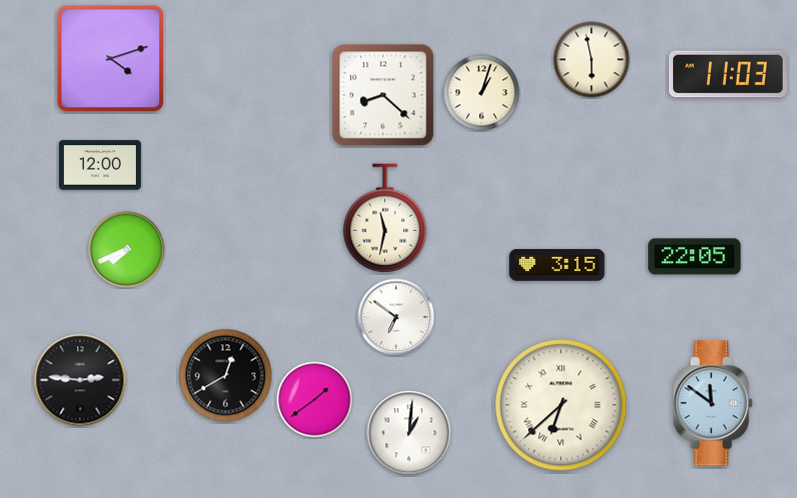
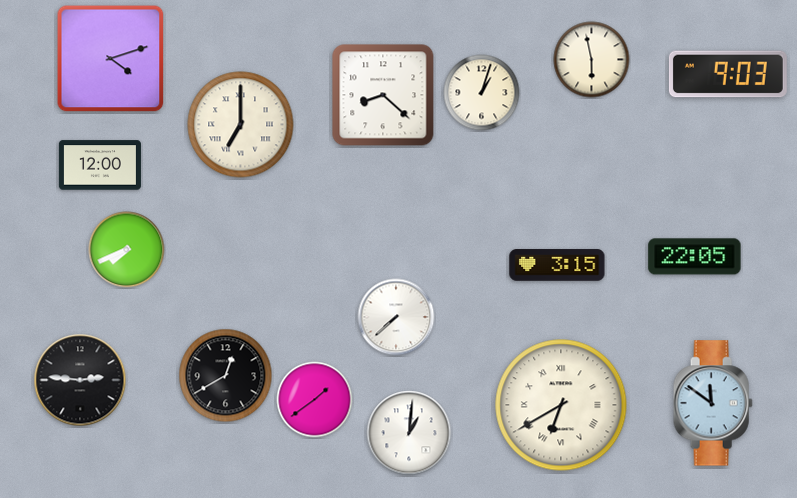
clock at (728, 74): 11:03 -> 9:03
clock at (241, 125): none -> 7:00
clock at (385, 218): 11:32 -> none
clock at (396, 317): 6:51 -> 7:38
clock at (561, 405): 6:38 -> 6:40
